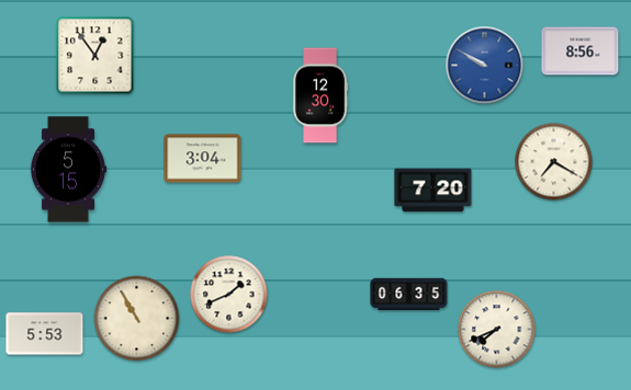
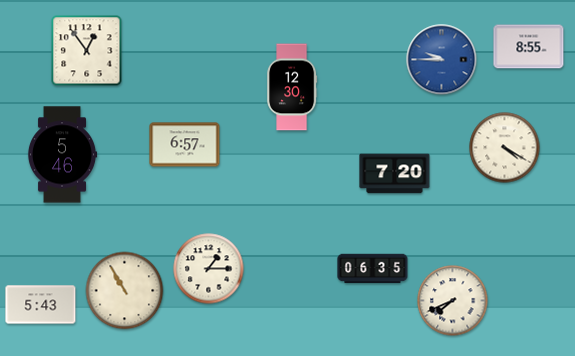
clock at (581, 51): 8:56 -> 8:55
clock at (485, 66): 9:50 -> 9:45
clock at (203, 159): 3:04 -> 6:57
clock at (554, 162): 7:20 -> 4:20
clock at (68, 170): 5:15 -> 5:46
clock at (229, 295): 1:41 -> 1:15
clock at (45, 334): 5:53 -> 5:43
